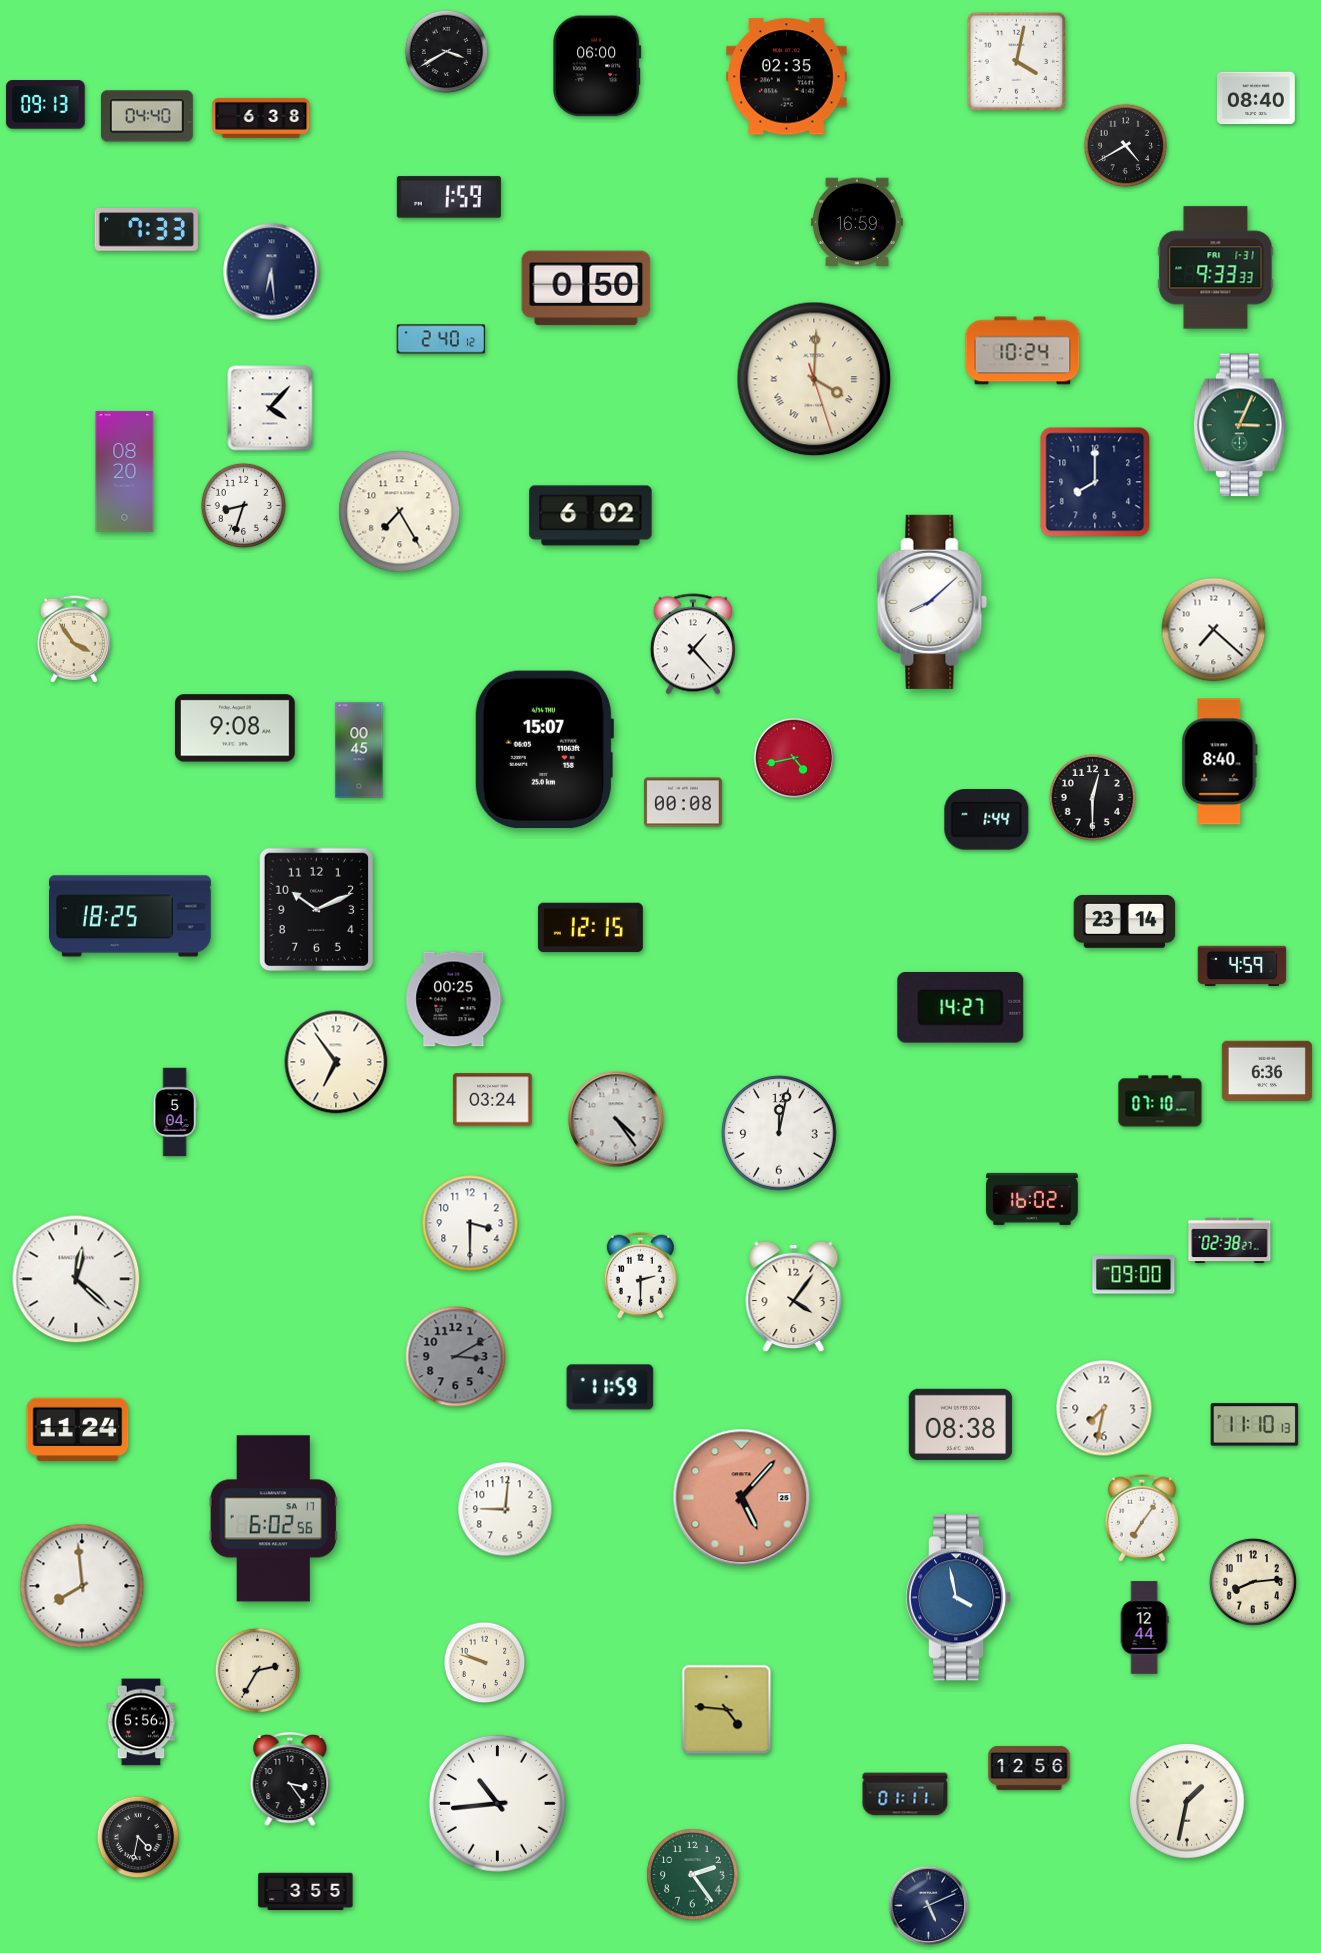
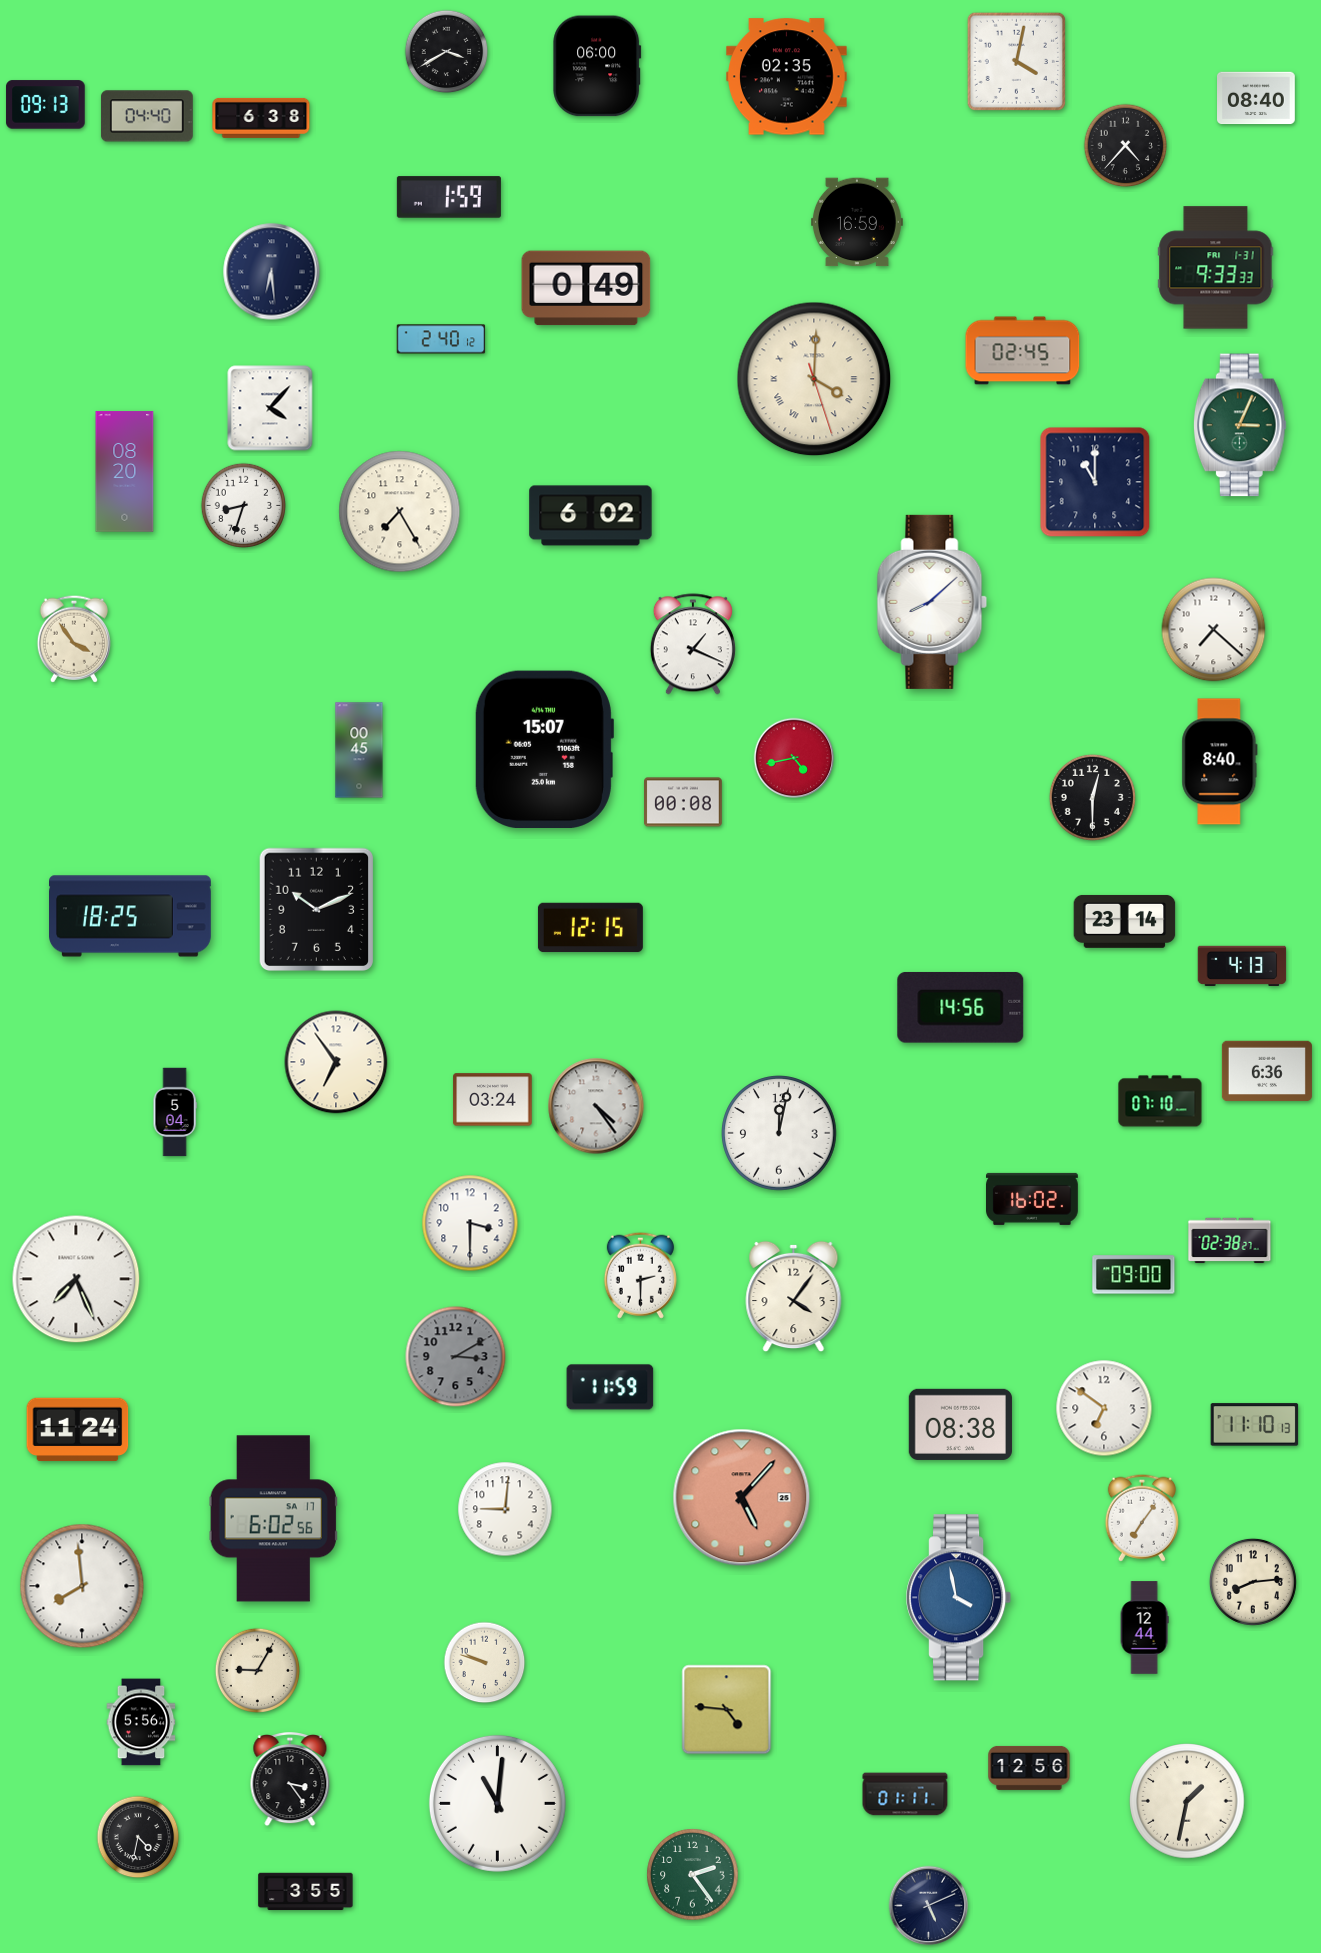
clock at (1126, 146): 4:40 -> 4:37
clock at (146, 230): 7:33 -> none
clock at (586, 288): 0:50 -> 0:49
clock at (1023, 351): 10:24 -> 02:45
clock at (1095, 482): 8:00 -> 11:00
clock at (693, 644): 1:23 -> 1:19
clock at (235, 728): 9:08 -> none
clock at (987, 820): 1:44 -> none
clock at (1242, 966): 4:59 -> 4:13
clock at (454, 999): 00:25 -> none
clock at (961, 1007): 14:27 -> 14:56
clock at (616, 1119) position: (616, 1119) -> (596, 1106)
clock at (76, 1279): 12:22 -> 7:26
clock at (1104, 1408): 7:32 -> 6:51
clock at (257, 1670): 2:35 -> 9:05
clock at (497, 1803): 10:44 -> 11:01
